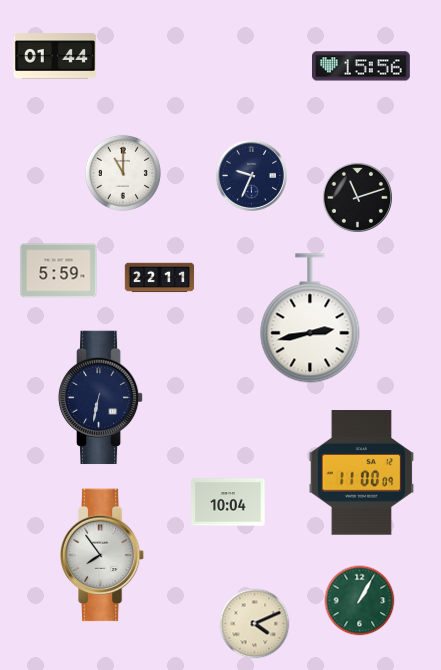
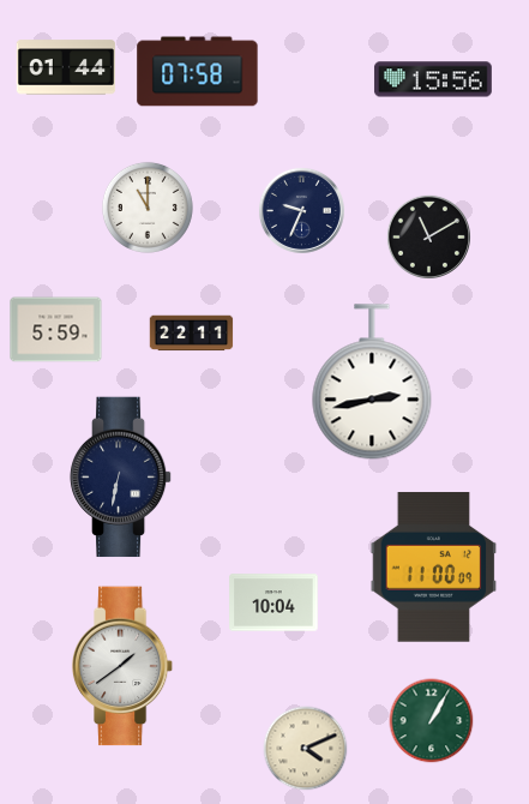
clock at (198, 72): none -> 07:58
clock at (357, 197): 11:12 -> 11:10
clock at (59, 271) position: (59, 271) -> (56, 330)
clock at (102, 555): 7:54 -> 1:39
